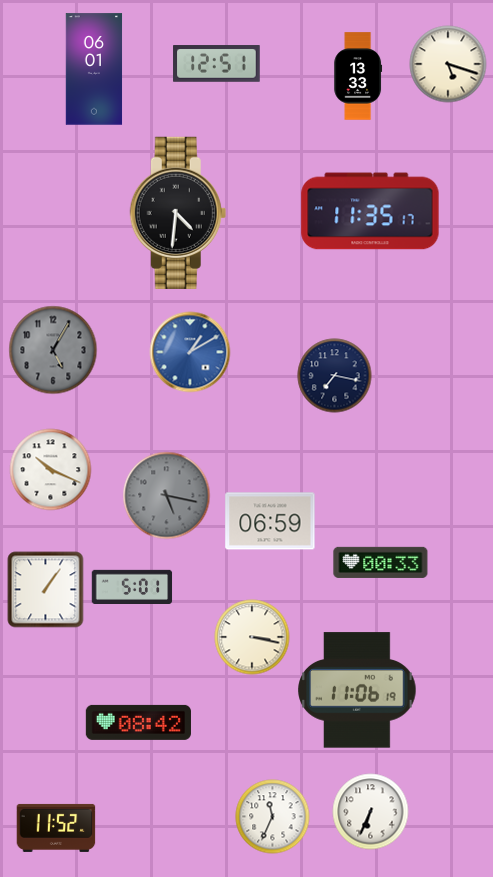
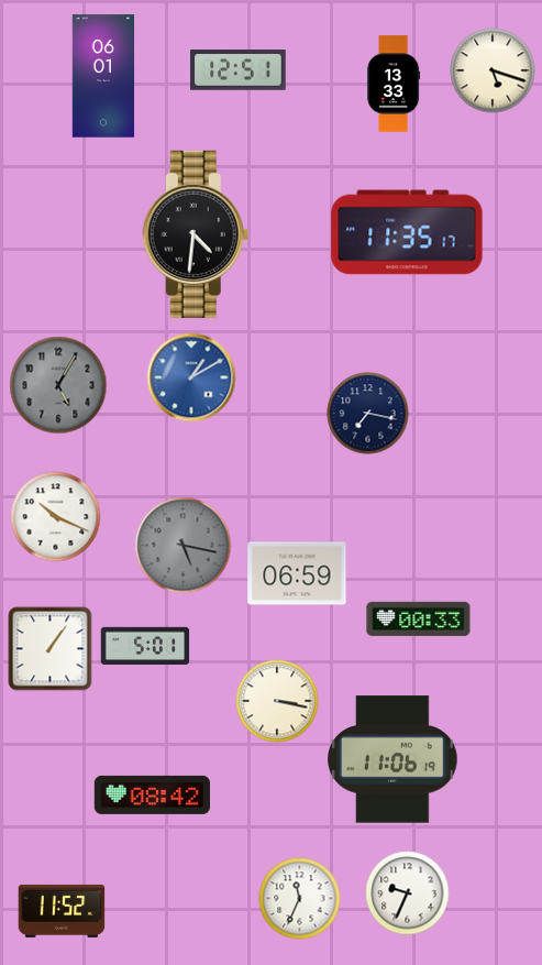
clock at (190, 352) position: (190, 352) -> (191, 377)
clock at (371, 812): 6:34 -> 9:34
